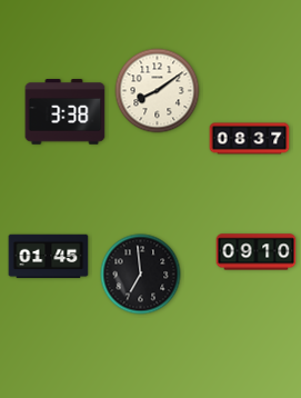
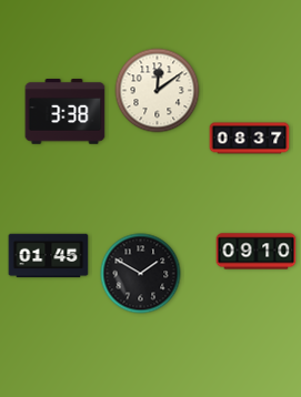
clock at (158, 91): 8:09 -> 12:09
clock at (141, 275): 6:59 -> 1:50
